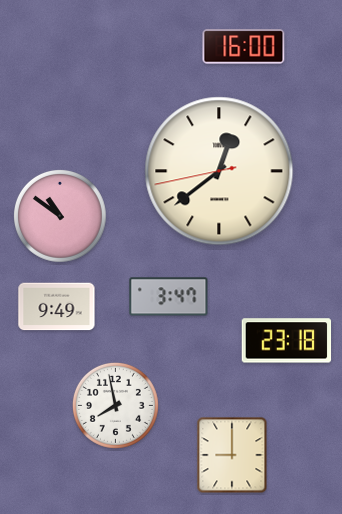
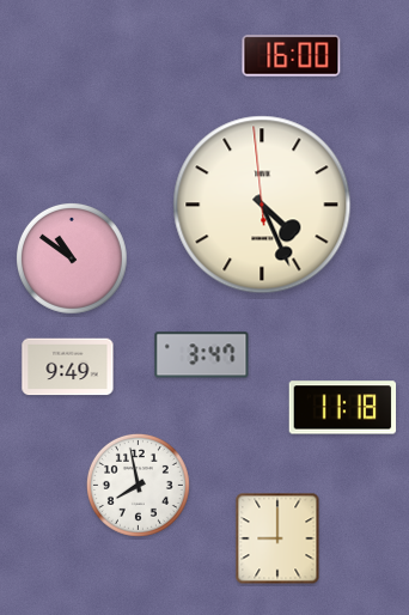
clock at (219, 171): 12:38 -> 4:25
clock at (287, 341): 23:18 -> 11:18
clock at (232, 455) position: (232, 455) -> (277, 538)
